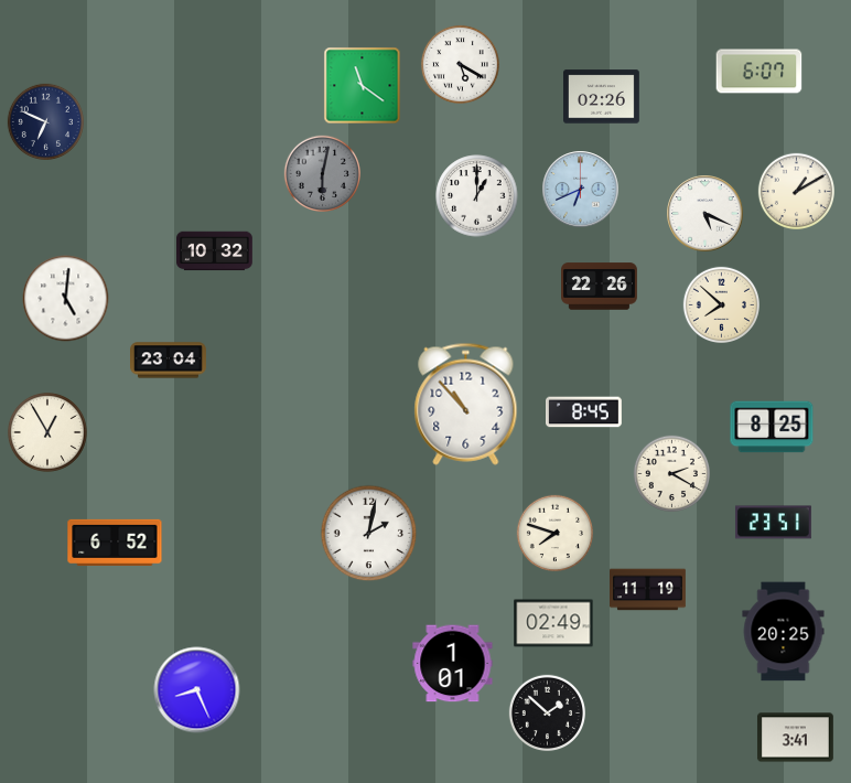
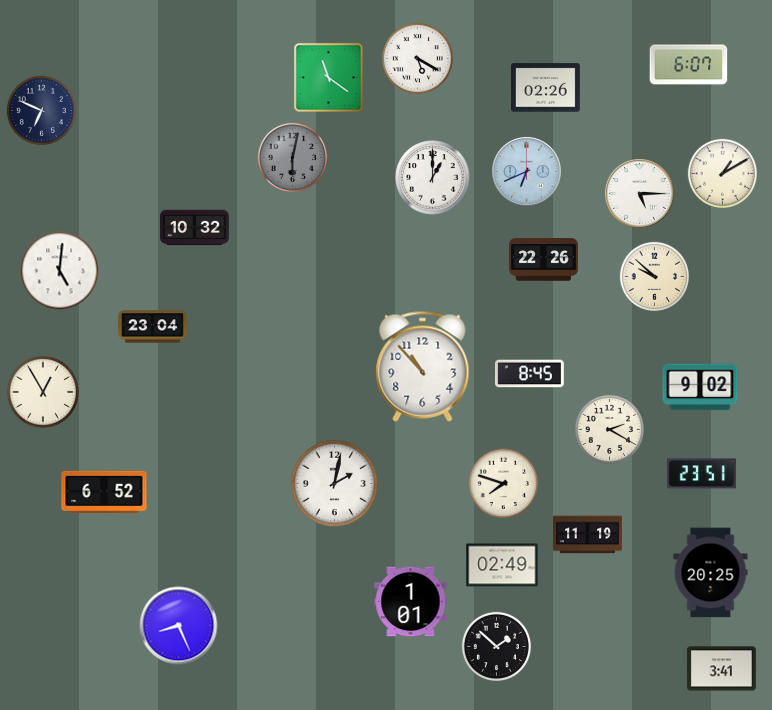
clock at (705, 214): 5:19 -> 5:15
clock at (721, 304): 7:52 -> 9:52
clock at (772, 427): 8:25 -> 9:02
